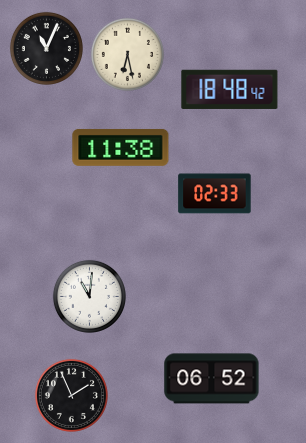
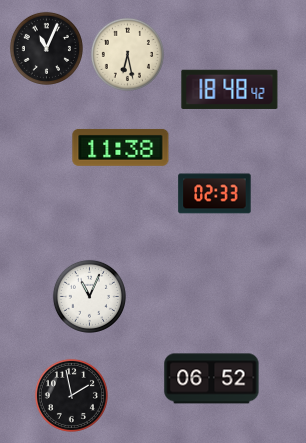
clock at (89, 296): 11:01 -> 11:04
clock at (71, 395): 1:56 -> 1:58
